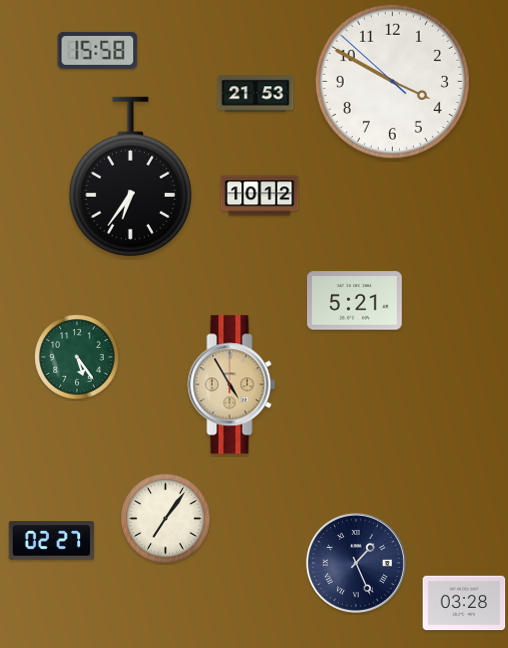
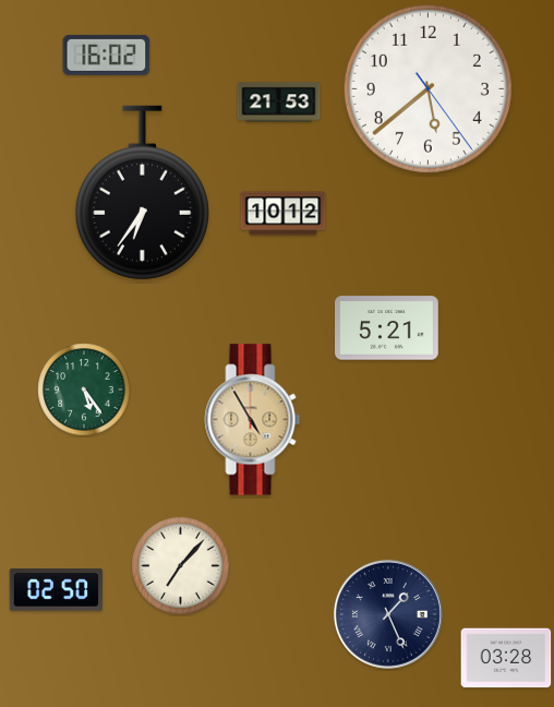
clock at (98, 50): 15:58 -> 16:02
clock at (392, 81): 3:49 -> 5:38
clock at (166, 519): 7:06 -> 7:07
clock at (52, 541): 02:27 -> 02:50
